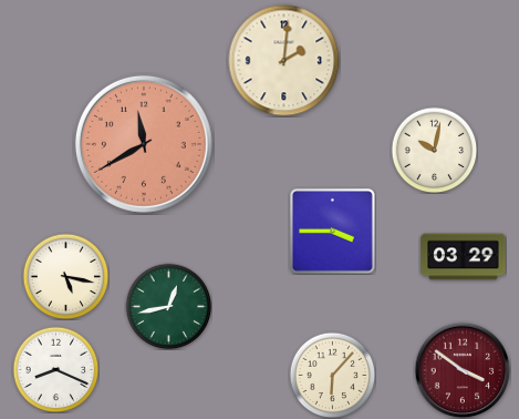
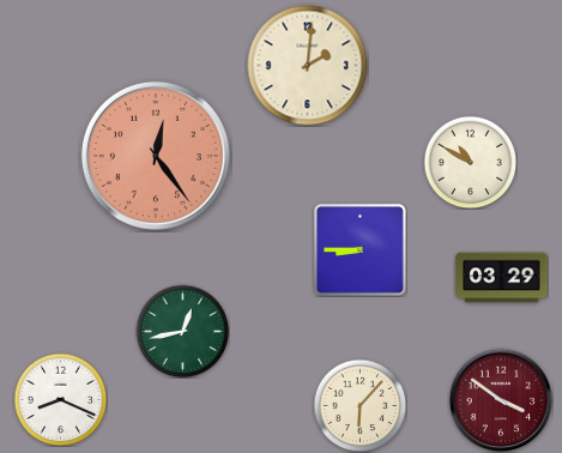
clock at (144, 144): 11:40 -> 12:24
clock at (434, 150): 10:02 -> 10:50
clock at (332, 231): 3:45 -> 8:45
clock at (65, 276): 5:17 -> none
